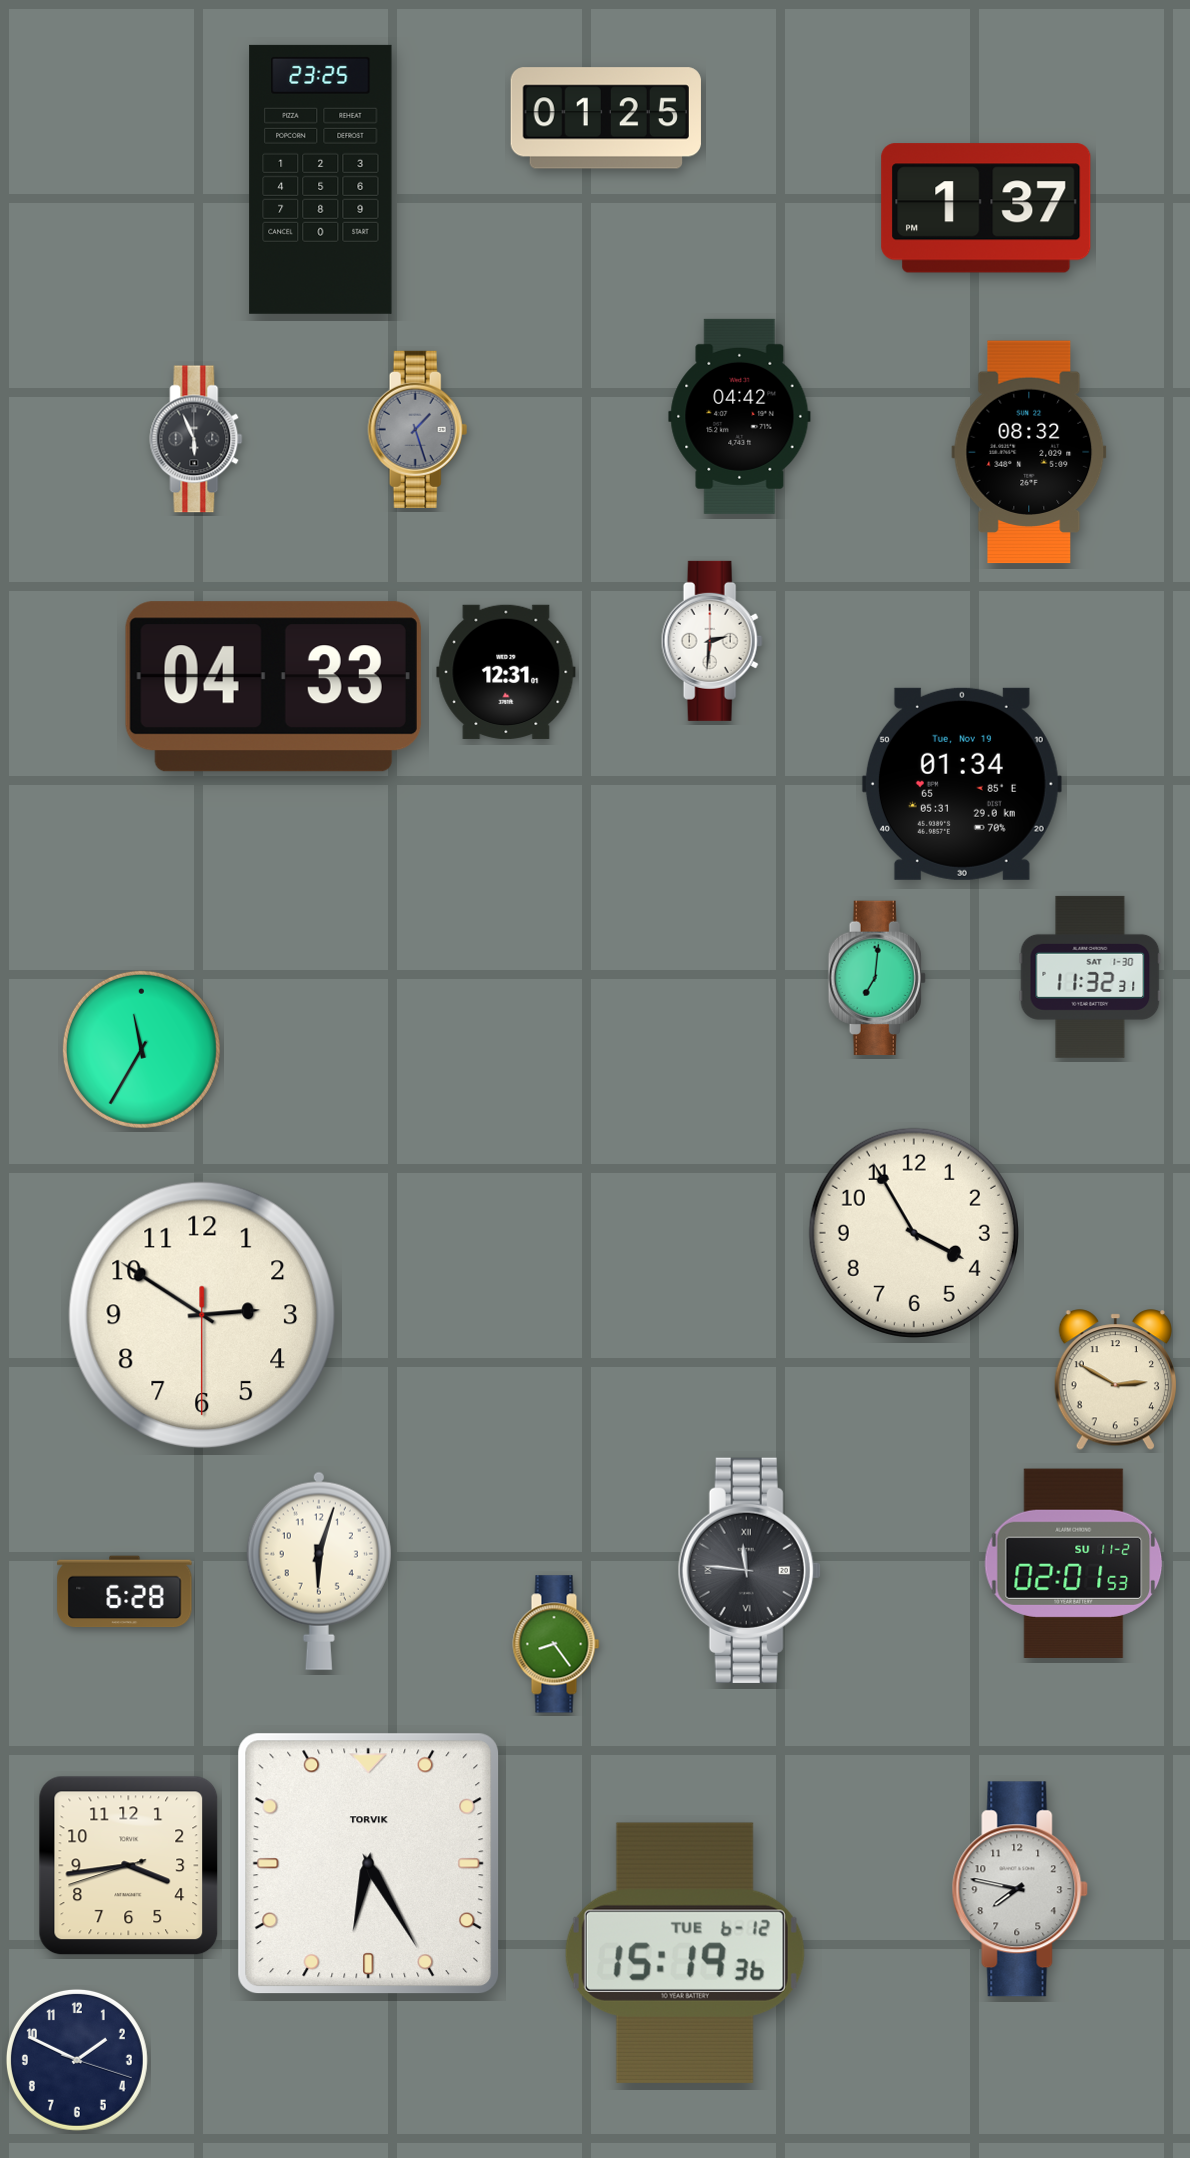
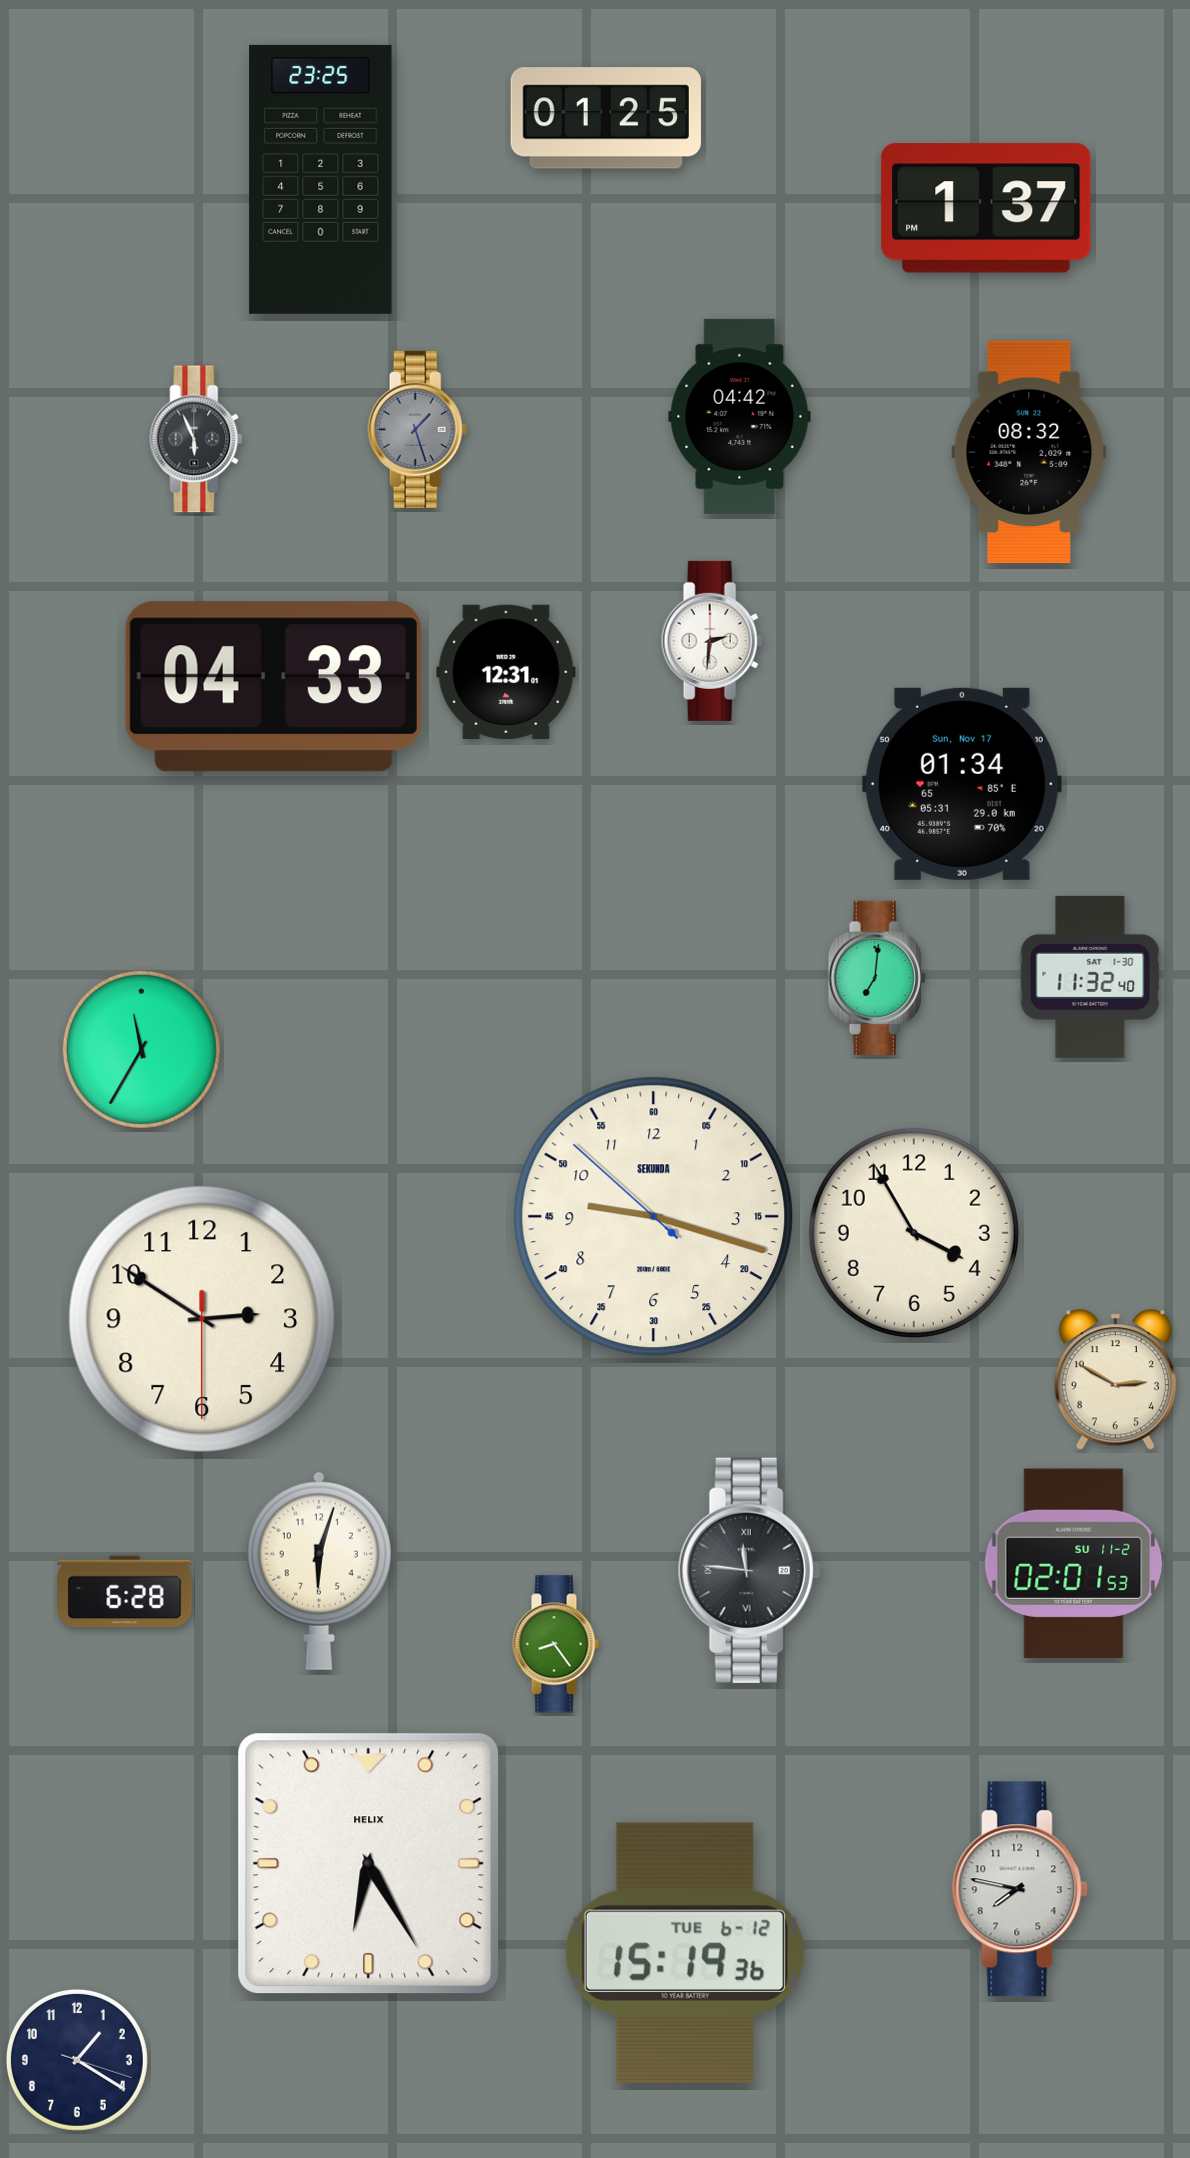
clock at (962, 784) date: Tue, Nov 19 -> Sun, Nov 17
clock at (1090, 977): 11:32:31 -> 11:32:40
clock at (654, 1217): none -> 9:17
clock at (202, 1315) position: (202, 1315) -> (202, 1319)
clock at (369, 1864) brand: TORVIK -> HELIX
clock at (129, 1866): 3:43 -> none
clock at (77, 2060): 1:49 -> 1:20
